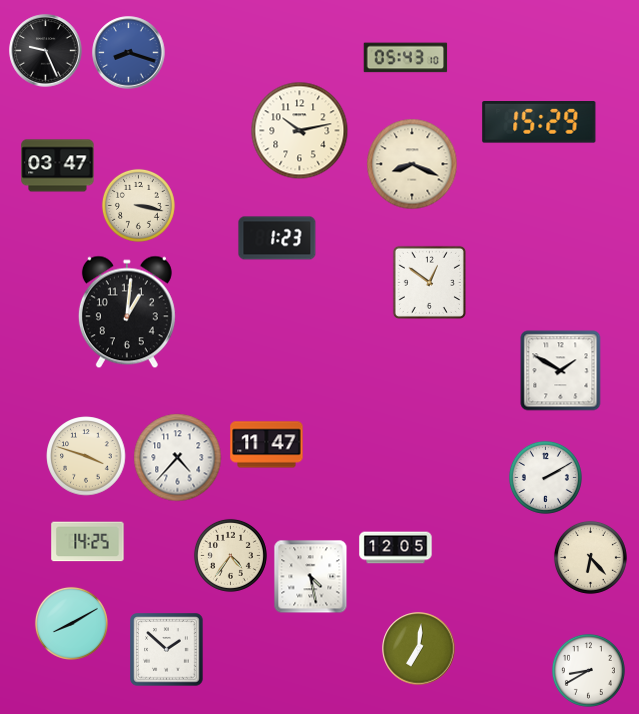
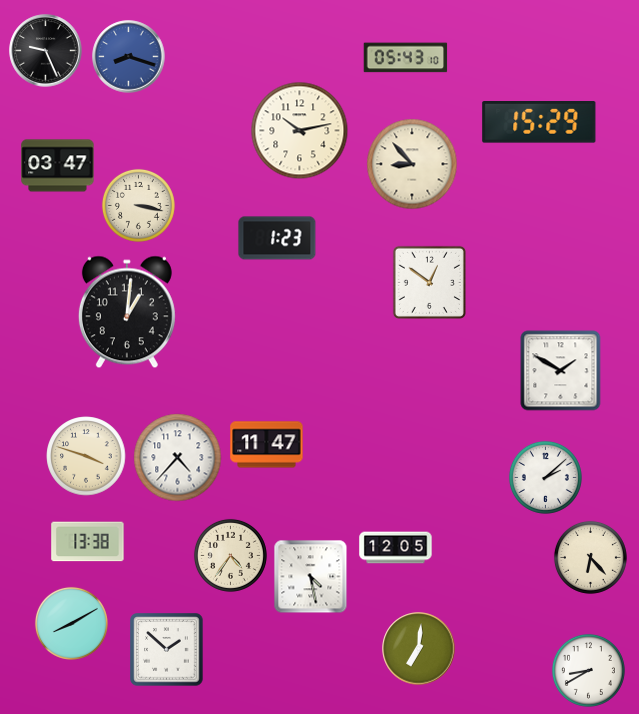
clock at (129, 53) position: (129, 53) -> (129, 57)
clock at (412, 164): 8:19 -> 8:53
clock at (545, 477): 2:10 -> 2:08
clock at (88, 542): 14:25 -> 13:38
